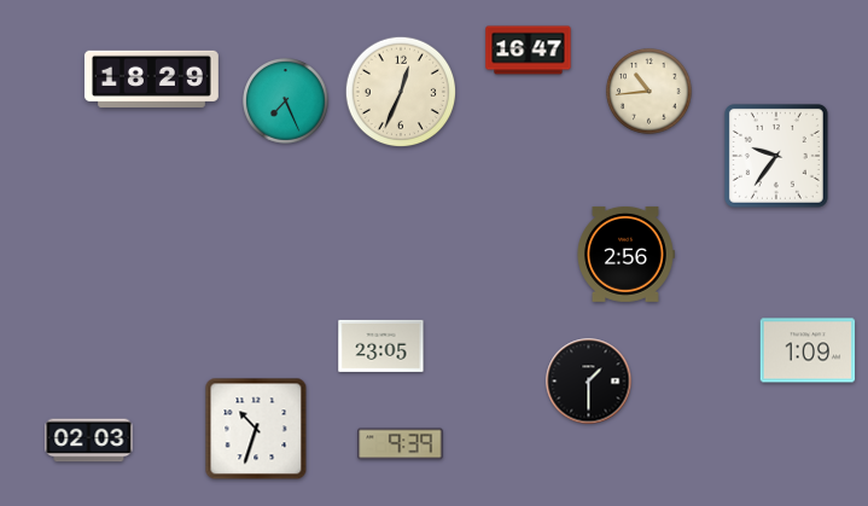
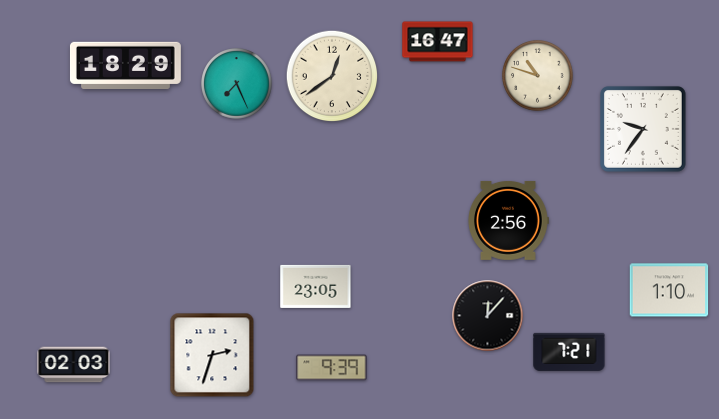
clock at (401, 92): 12:34 -> 12:39
clock at (649, 92): 10:44 -> 10:48
clock at (627, 254) position: (627, 254) -> (509, 220)
clock at (808, 350): 1:09 -> 1:10
clock at (589, 382): 1:30 -> 12:07
clock at (569, 352): none -> 7:21
clock at (256, 429): 10:33 -> 2:33
